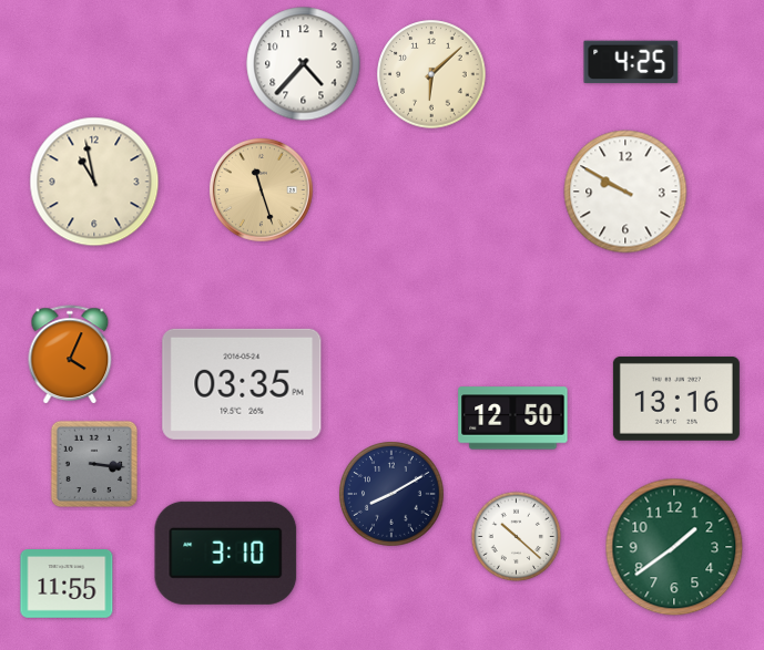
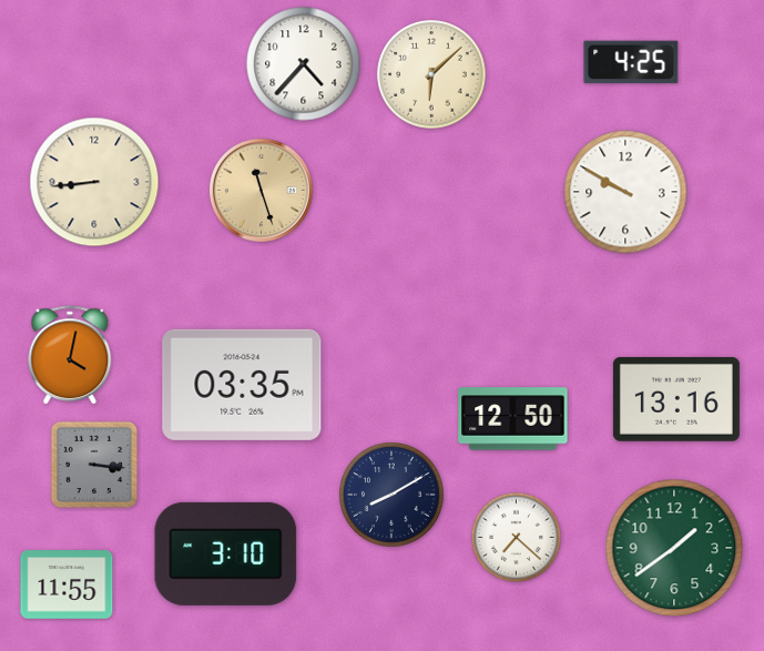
clock at (94, 182): 10:58 -> 8:44
clock at (70, 355): 4:04 -> 4:02
clock at (517, 537): 10:22 -> 7:22
